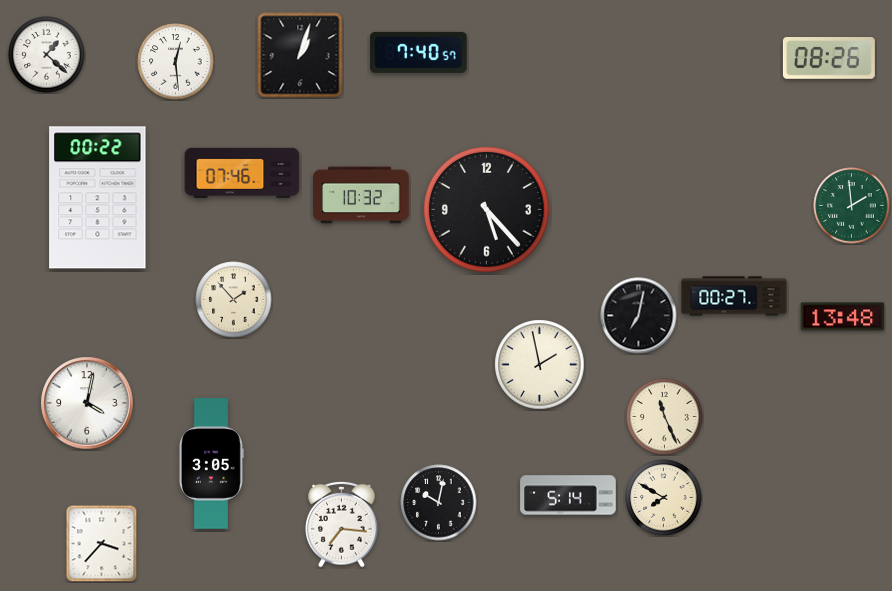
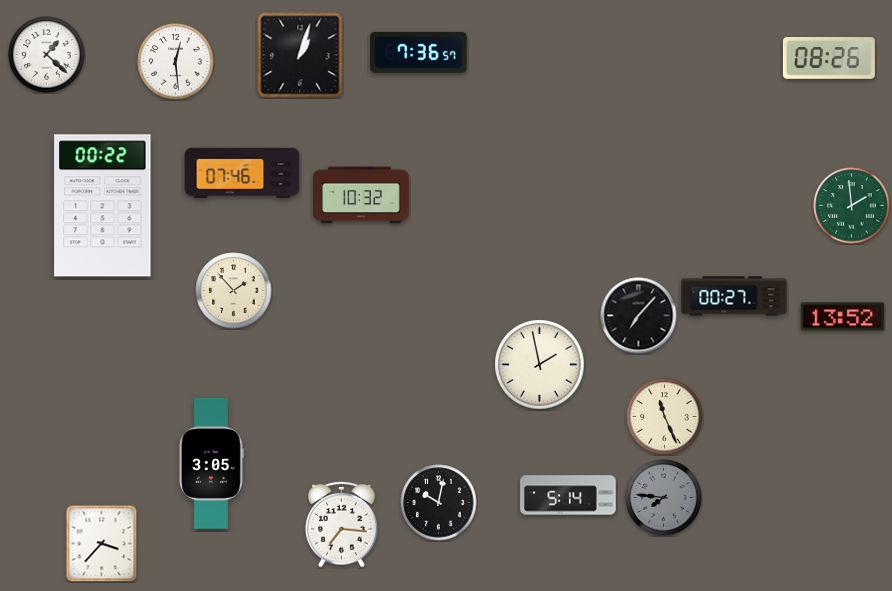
clock at (419, 52): 7:40 -> 7:36
clock at (98, 198) position: (98, 198) -> (103, 206)
clock at (486, 209): 5:23 -> none
clock at (234, 300) position: (234, 300) -> (234, 291)
clock at (639, 316): 7:02 -> 7:07
clock at (843, 317): 13:48 -> 13:52
clock at (87, 403): 4:02 -> none
clock at (664, 498): 7:50 -> 7:46
clock at (664, 498) dial: cream -> grey
